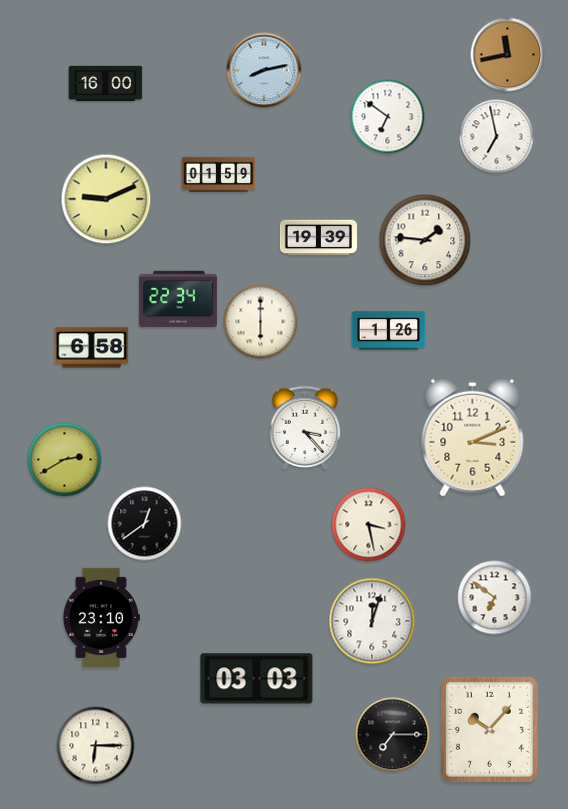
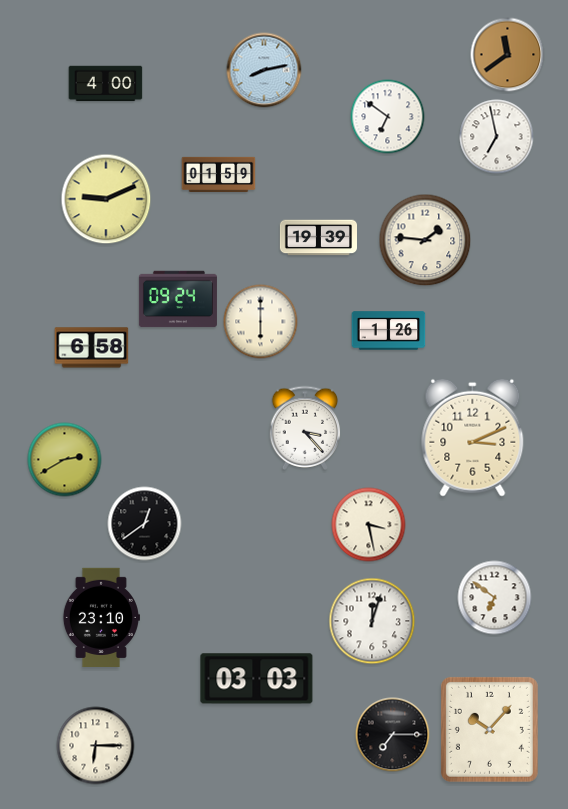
clock at (508, 55): 11:43 -> 11:39
clock at (106, 84): 16:00 -> 4:00
clock at (178, 299): 22:34 -> 09:24
